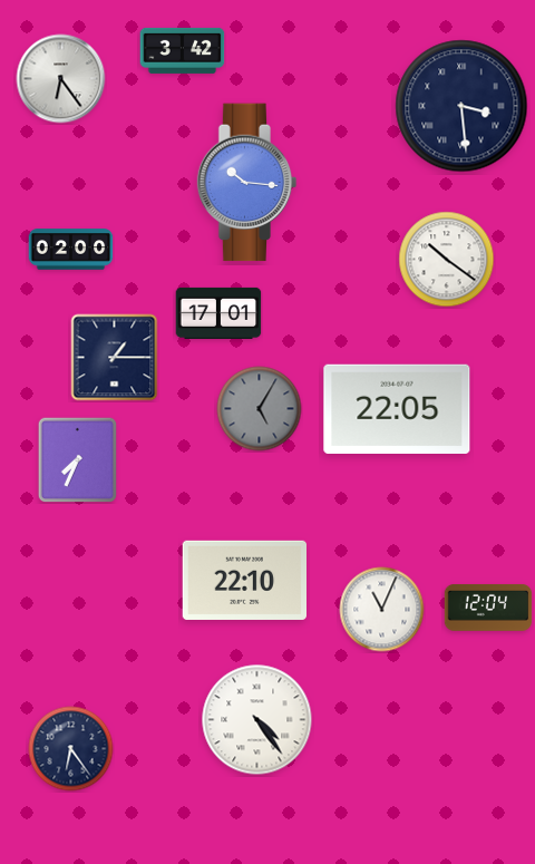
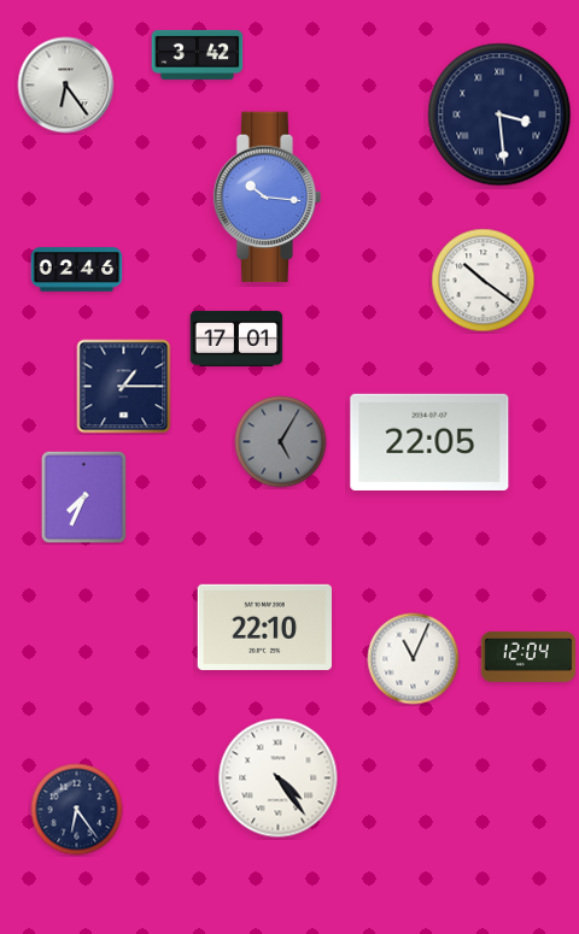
clock at (71, 250): 02:00 -> 02:46
